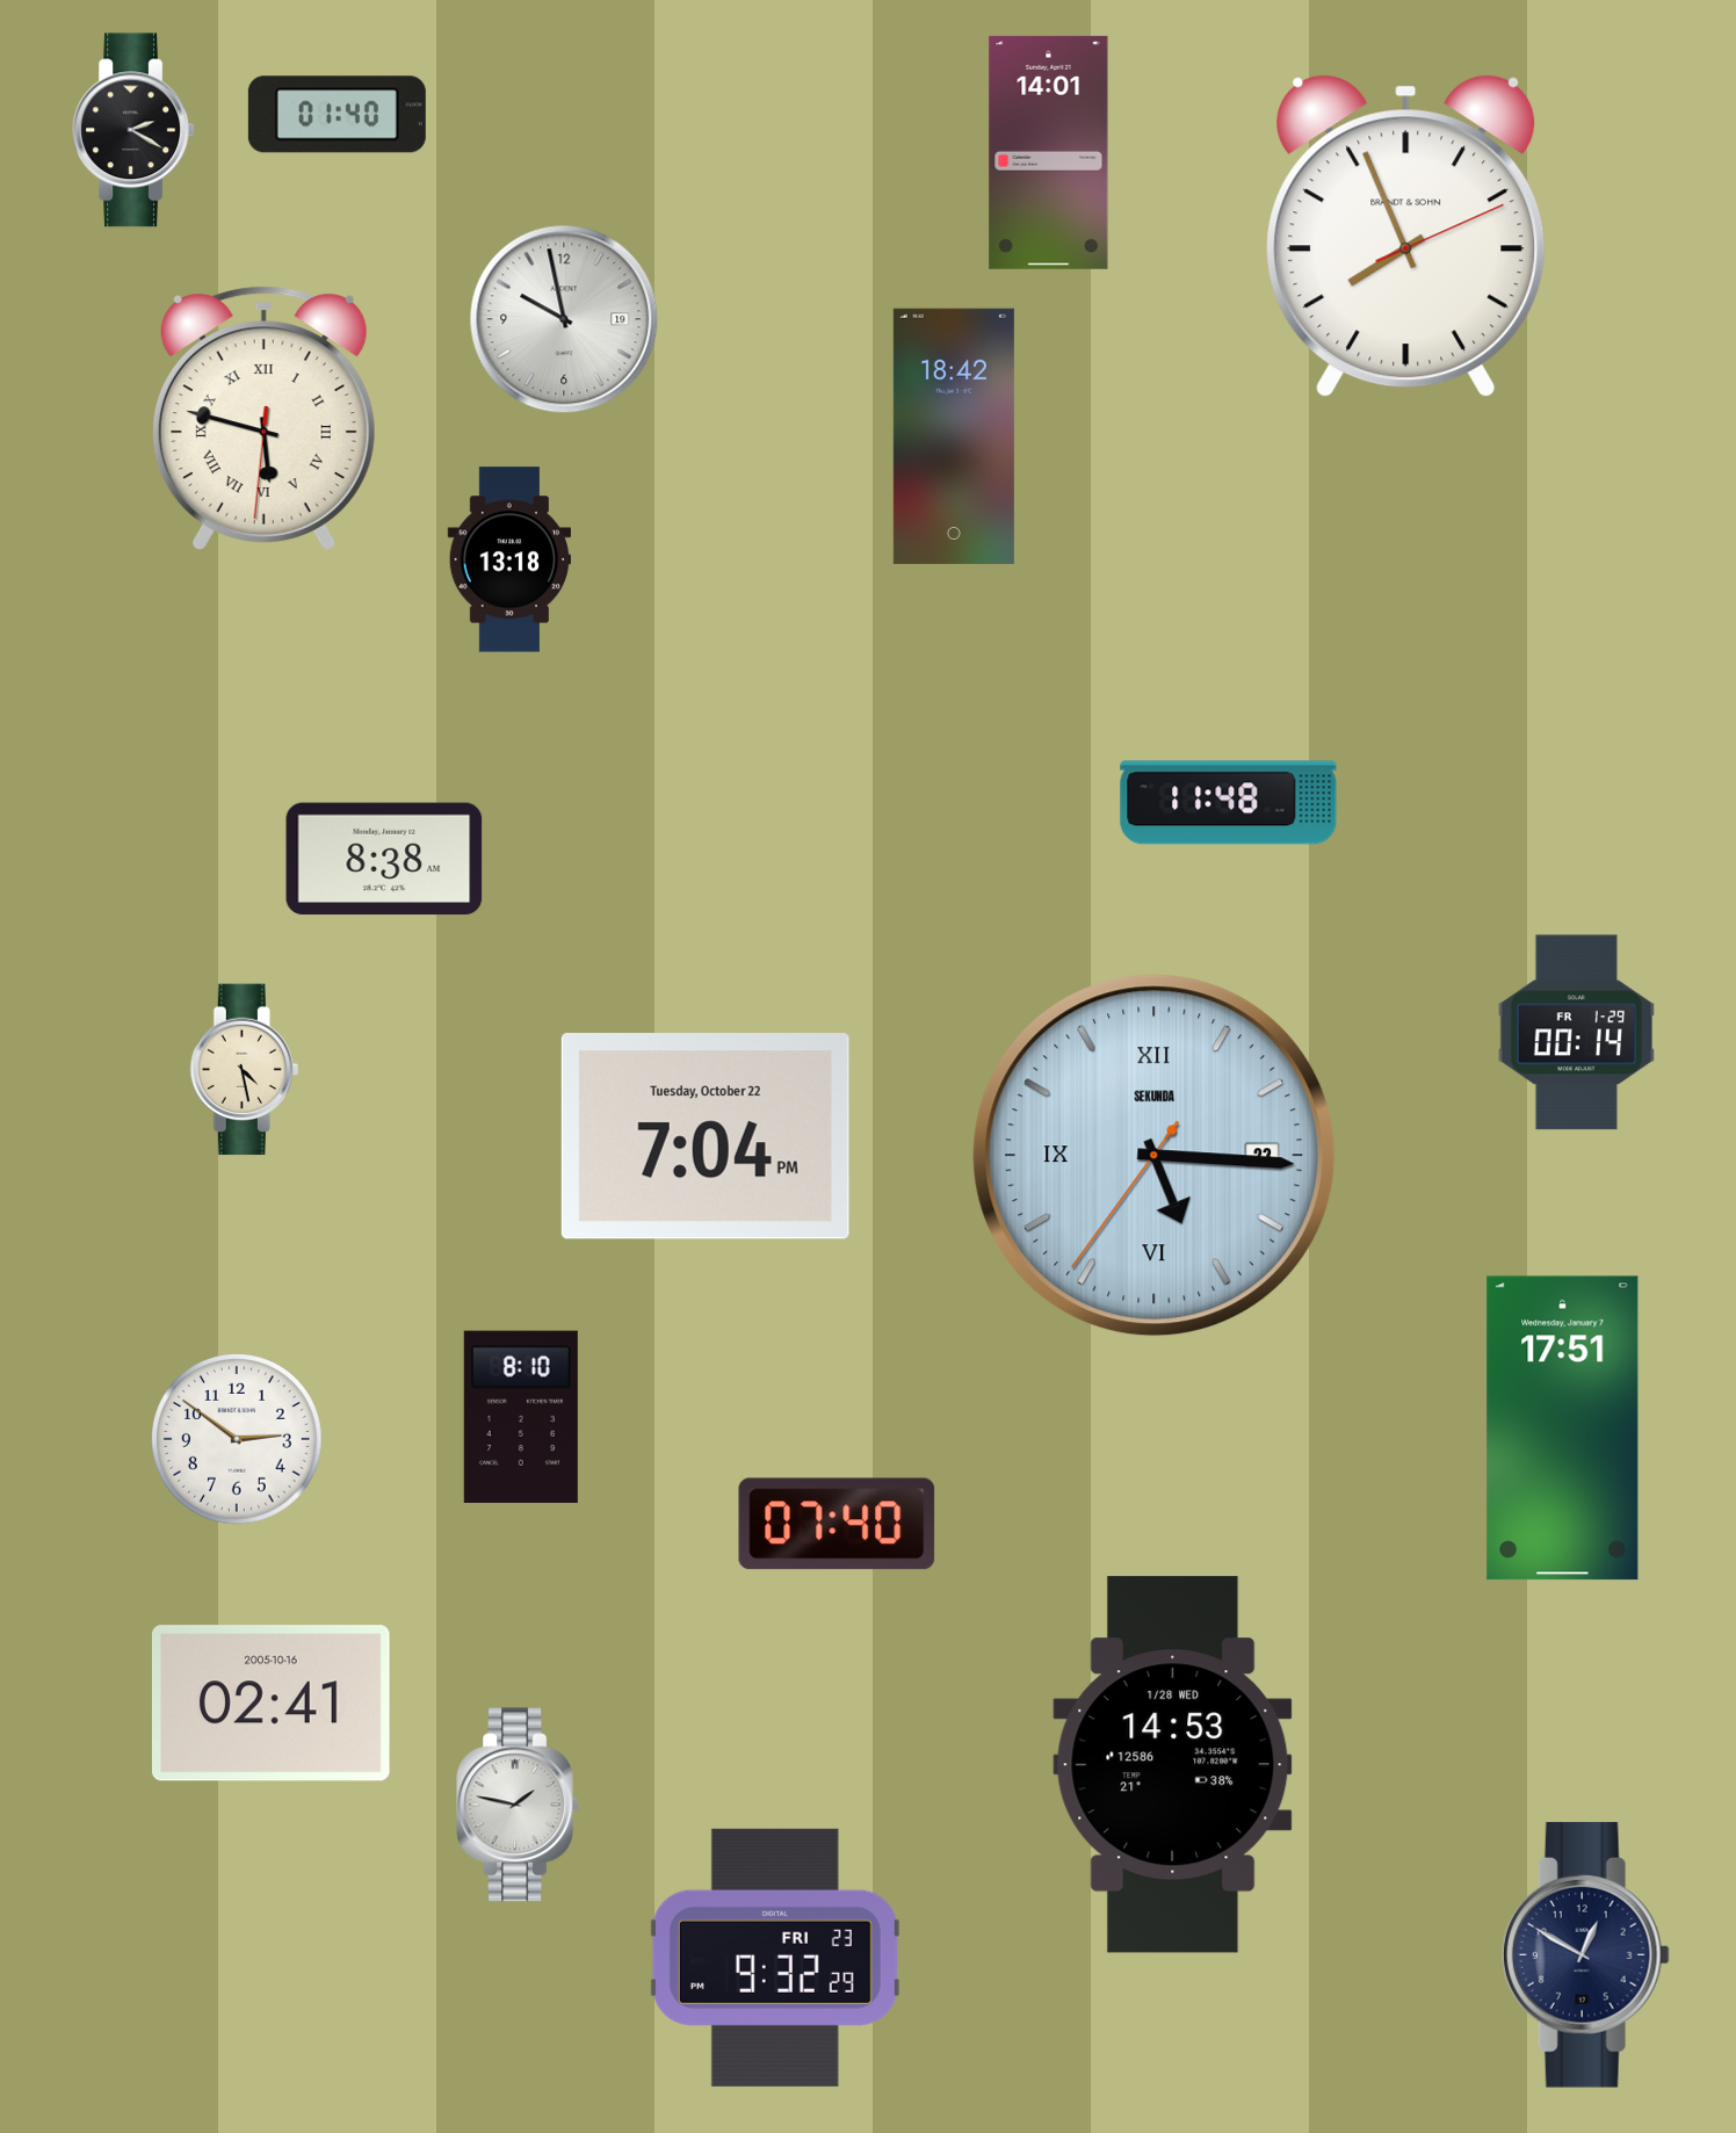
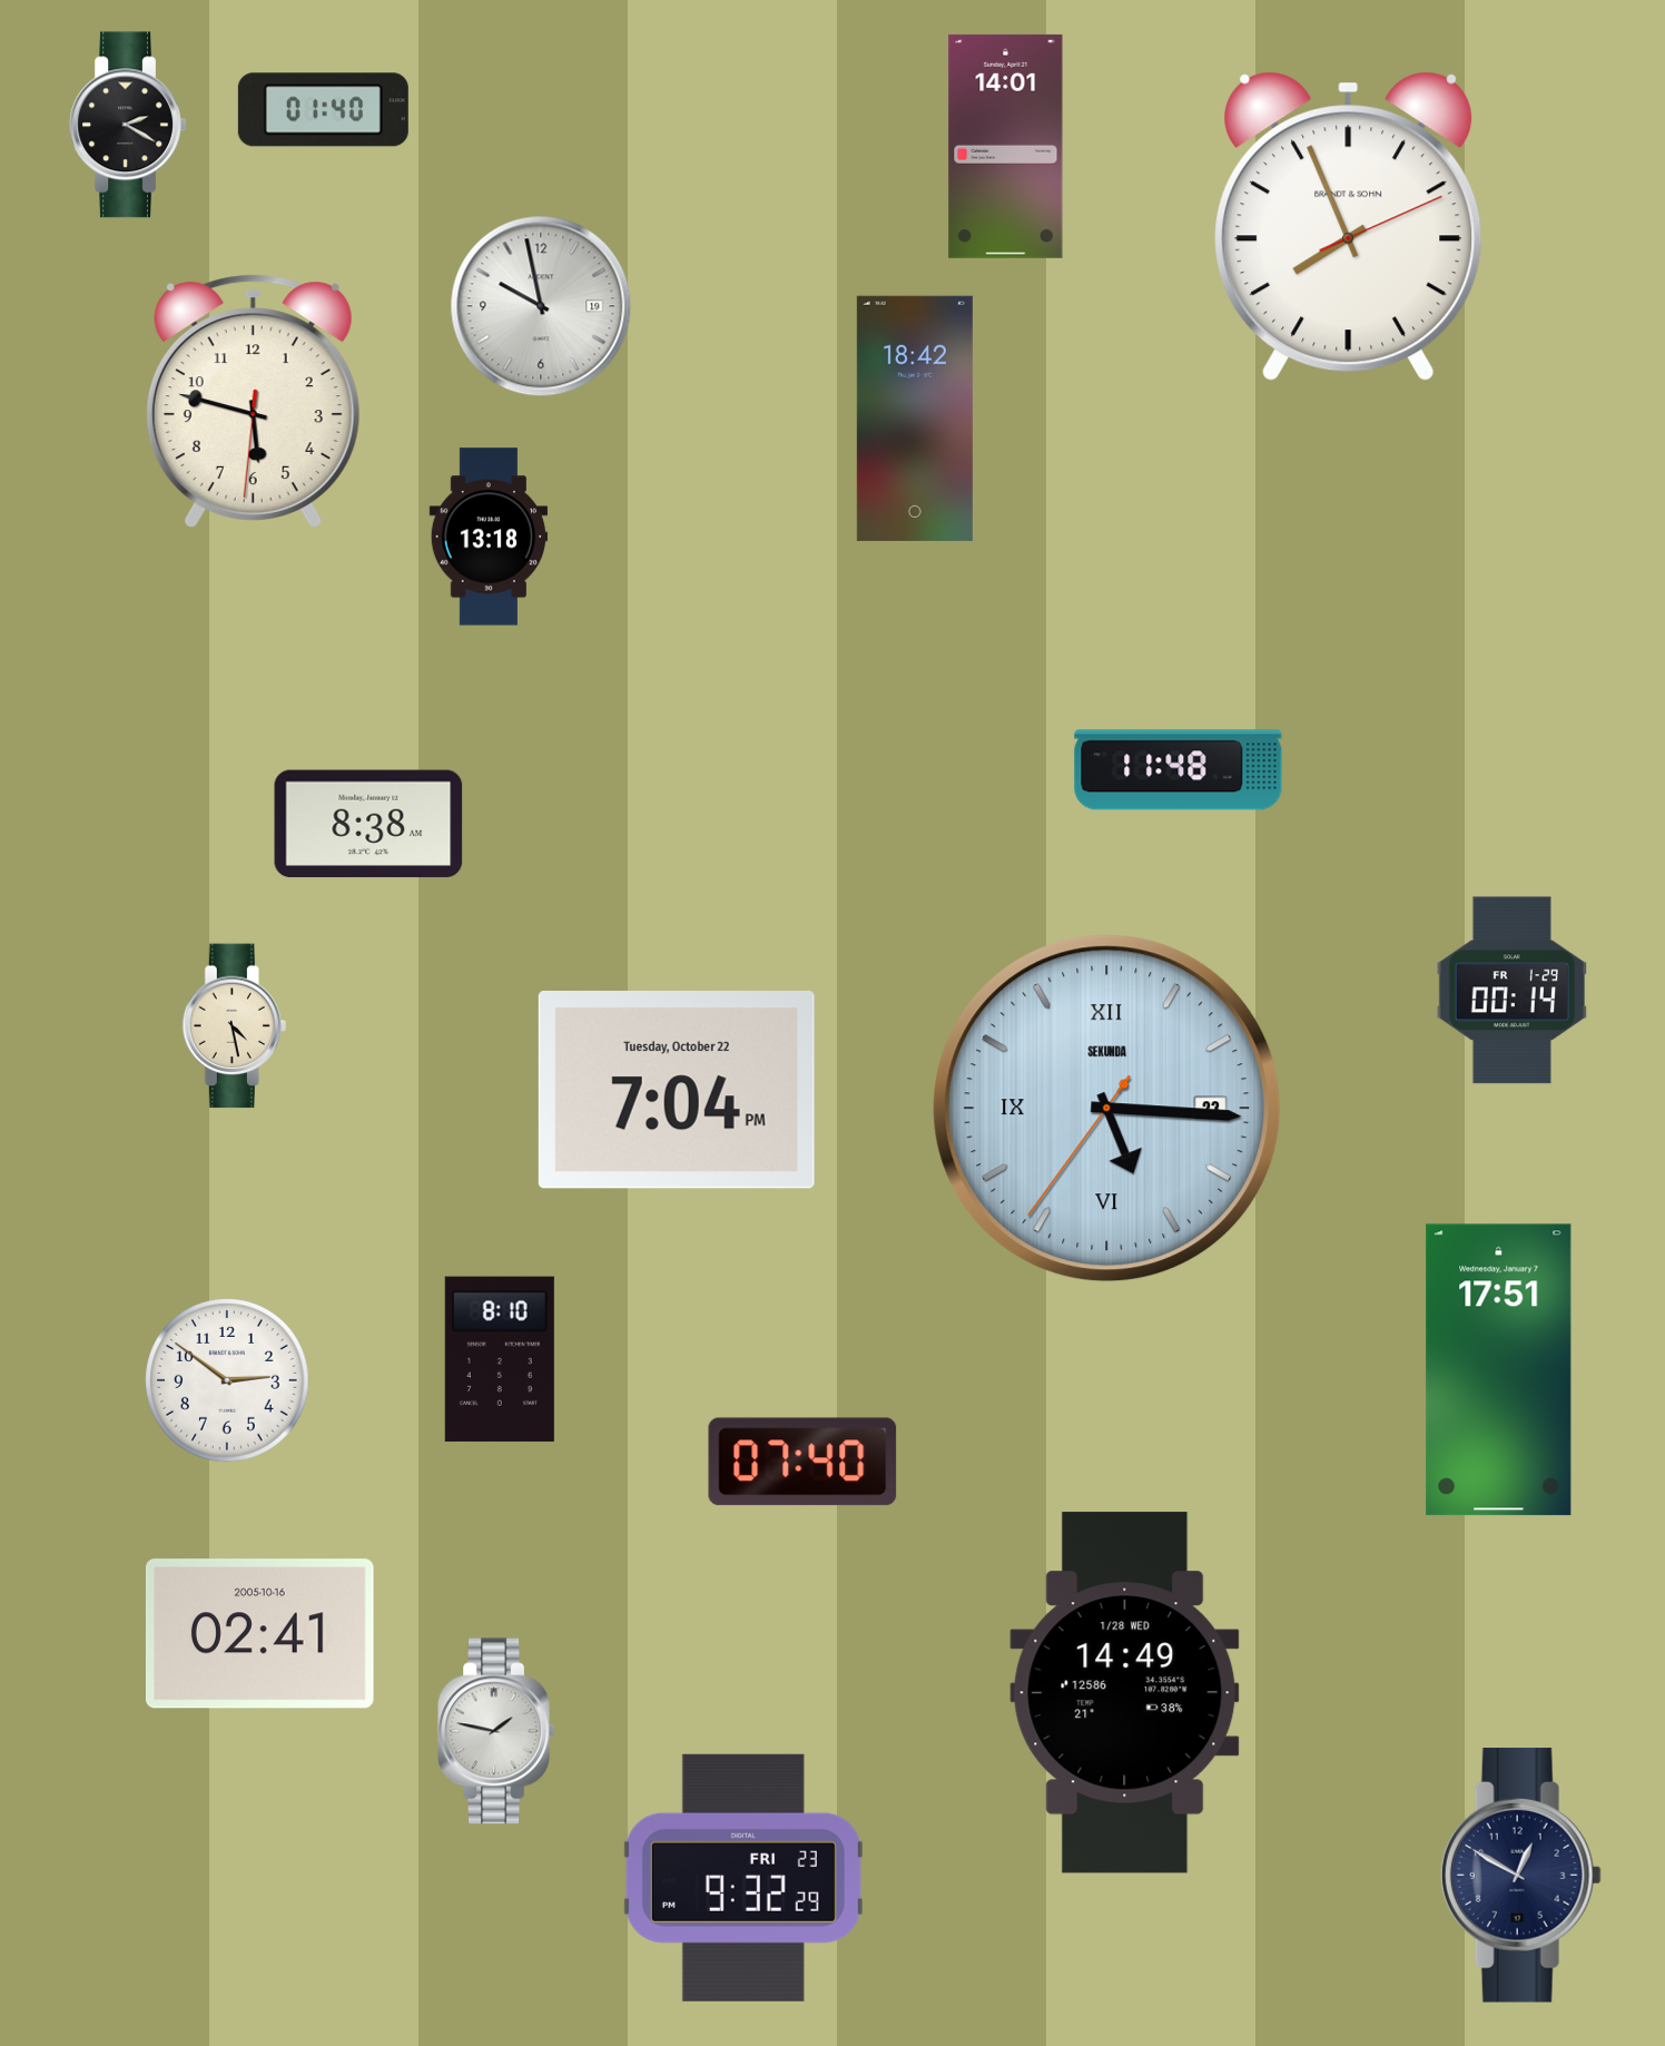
clock at (263, 418) numerals: Roman -> Arabic
clock at (1173, 1765): 14:53 -> 14:49
